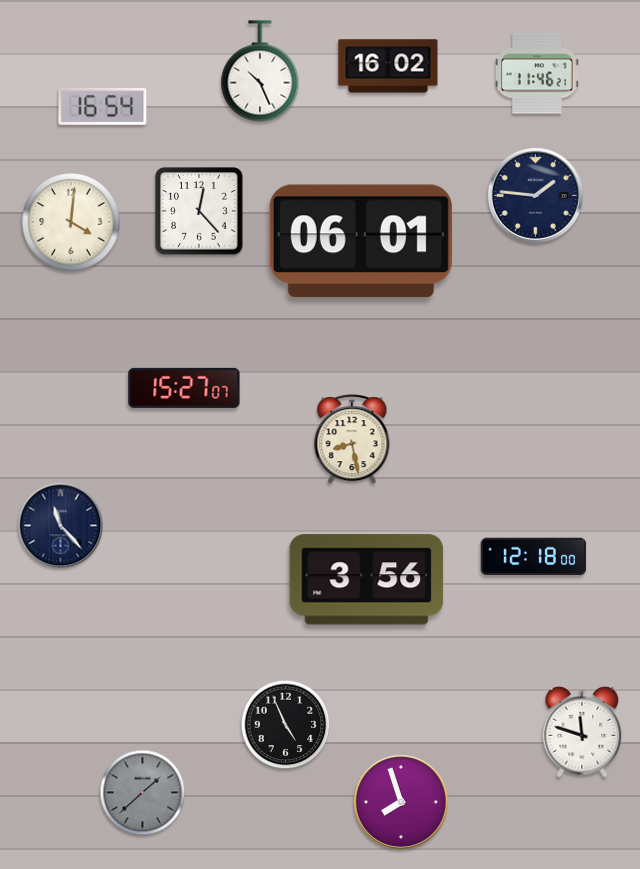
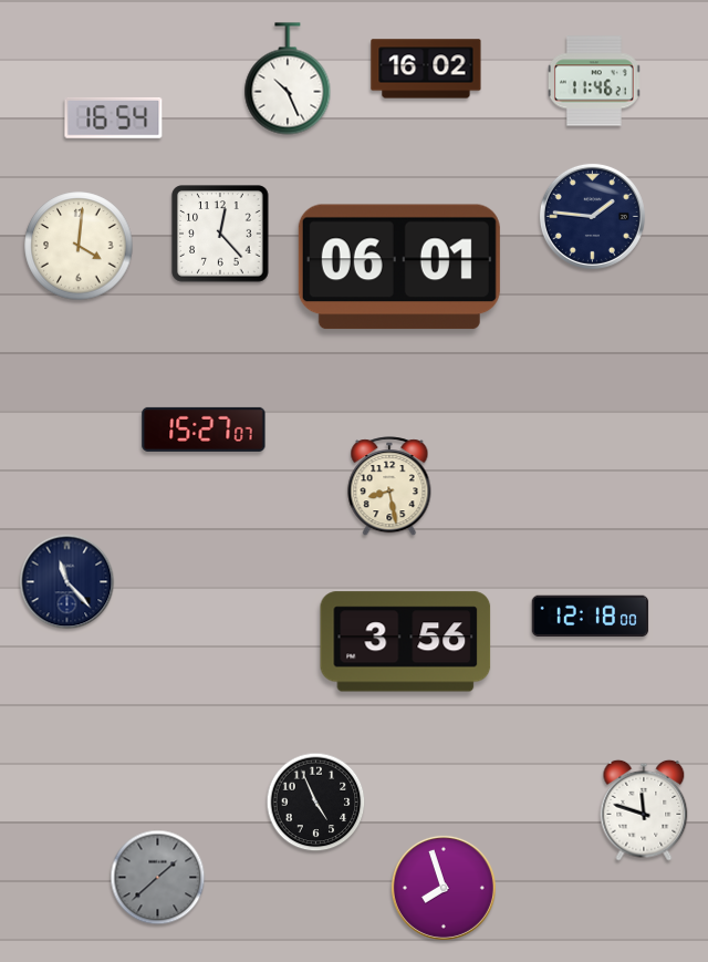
clock at (388, 66) position: (388, 66) -> (426, 69)
